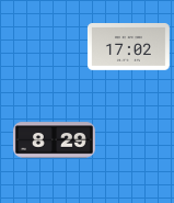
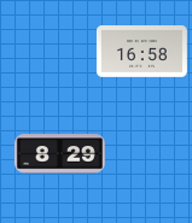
clock at (128, 47): 17:02 -> 16:58
